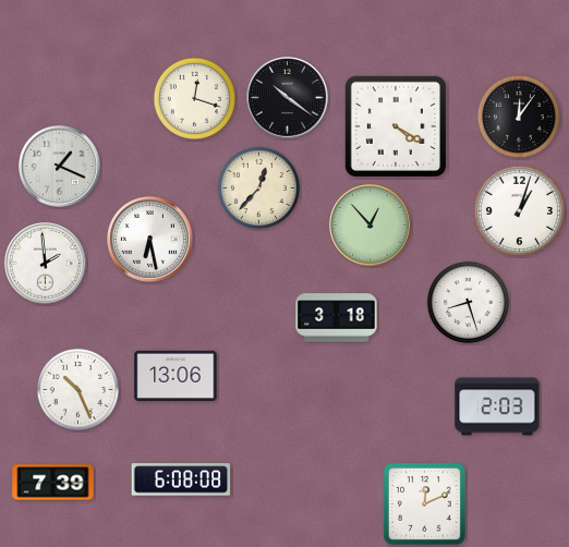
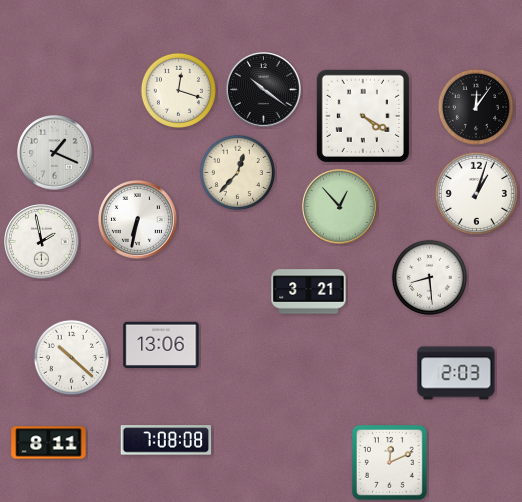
clock at (150, 240): 6:28 -> 6:32
clock at (46, 264): 1:59 -> 1:58
clock at (468, 302): 8:27 -> 8:29
clock at (337, 318): 3:18 -> 3:21
clock at (77, 389): 10:26 -> 10:22
clock at (181, 479): 6:08 -> 7:08
clock at (53, 483): 7:39 -> 8:11
